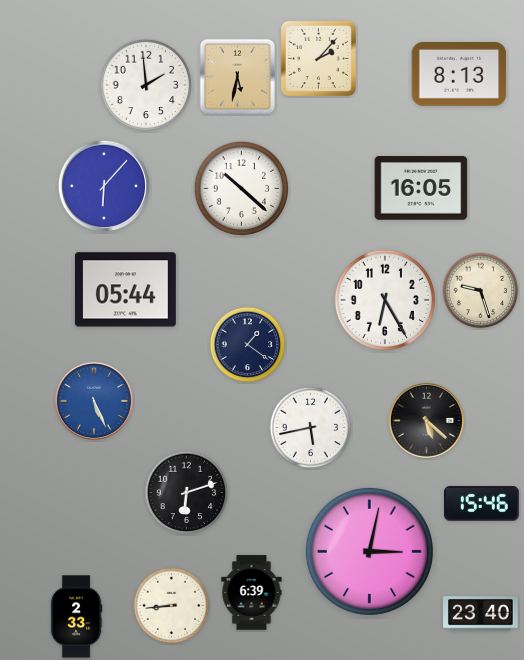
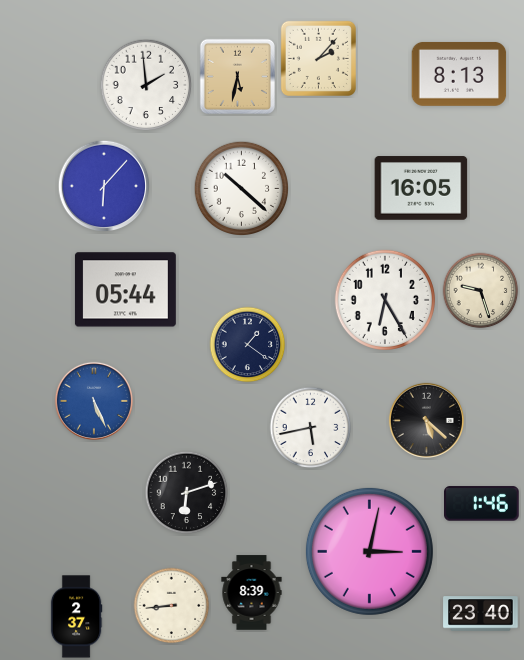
clock at (482, 504): 15:46 -> 1:46
clock at (252, 593): 6:39 -> 8:39
clock at (76, 617): 2:33 -> 2:37
